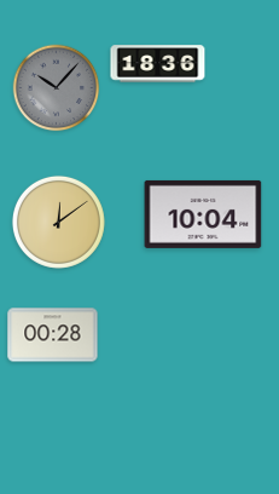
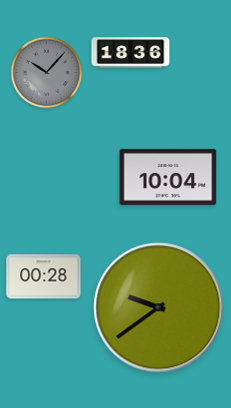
clock at (58, 222): 12:09 -> none
clock at (159, 308): none -> 9:39
